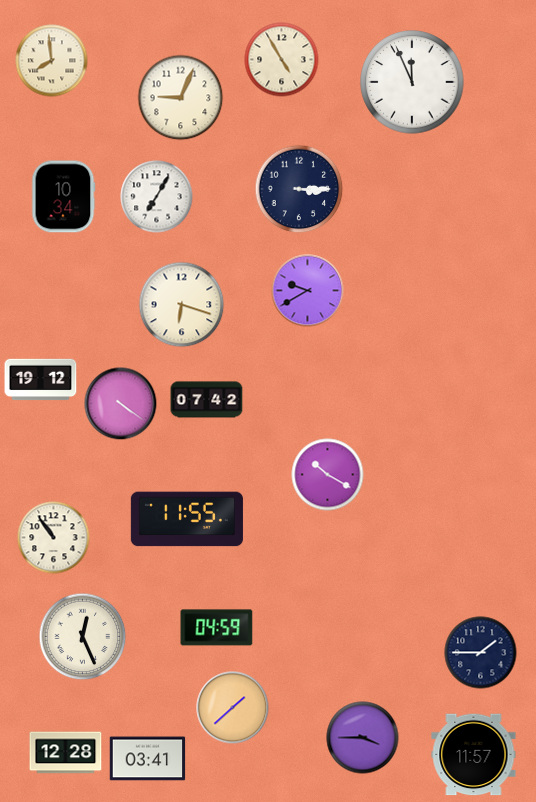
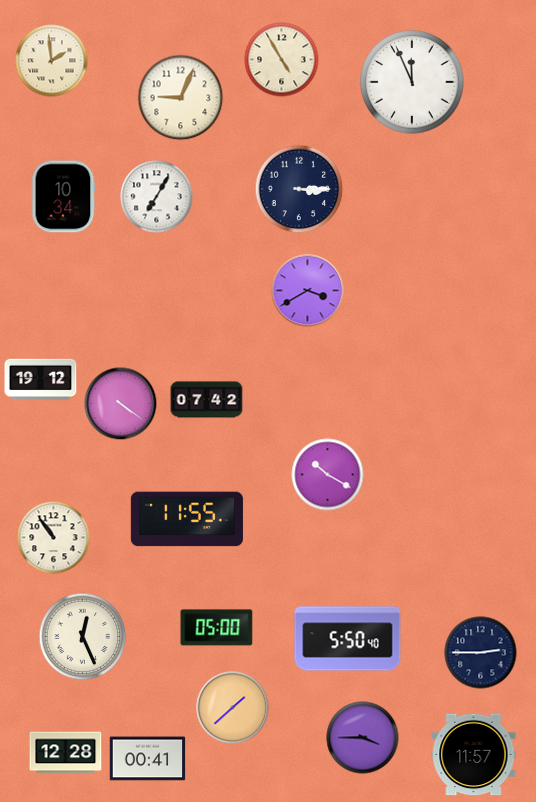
clock at (52, 61): 7:59 -> 1:59
clock at (308, 291): 9:40 -> 3:40
clock at (182, 305): 6:18 -> none
clock at (217, 628): 04:59 -> 05:00
clock at (348, 639): none -> 5:50
clock at (481, 653): 1:45 -> 2:45
clock at (148, 759): 03:41 -> 00:41
